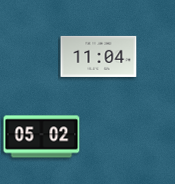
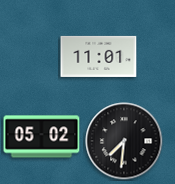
clock at (99, 56): 11:04 -> 11:01
clock at (124, 141): none -> 7:31
